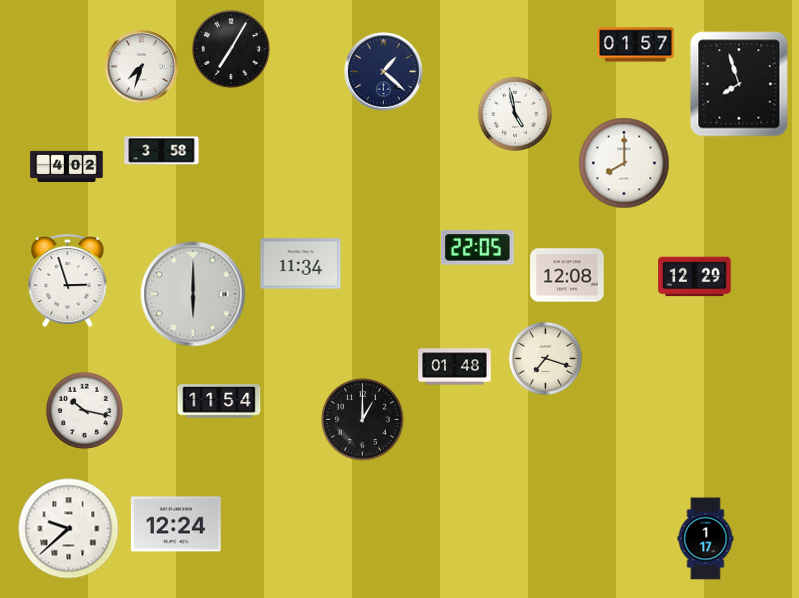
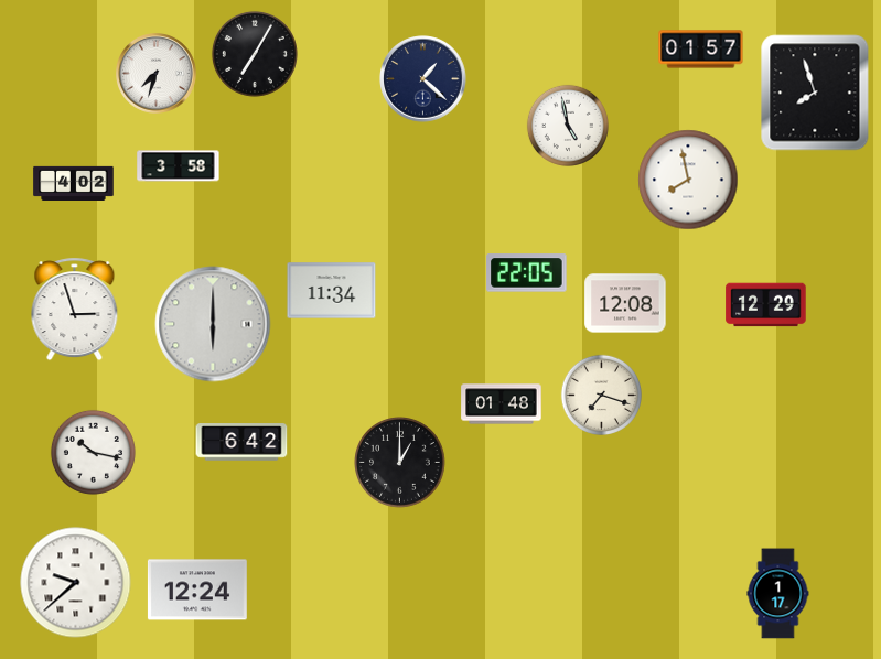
clock at (624, 163): 8:00 -> 7:58
clock at (219, 401): 11:54 -> 6:42
clock at (176, 524) position: (176, 524) -> (197, 590)
